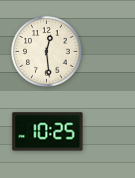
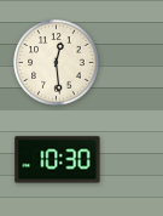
clock at (48, 132): 10:25 -> 10:30
